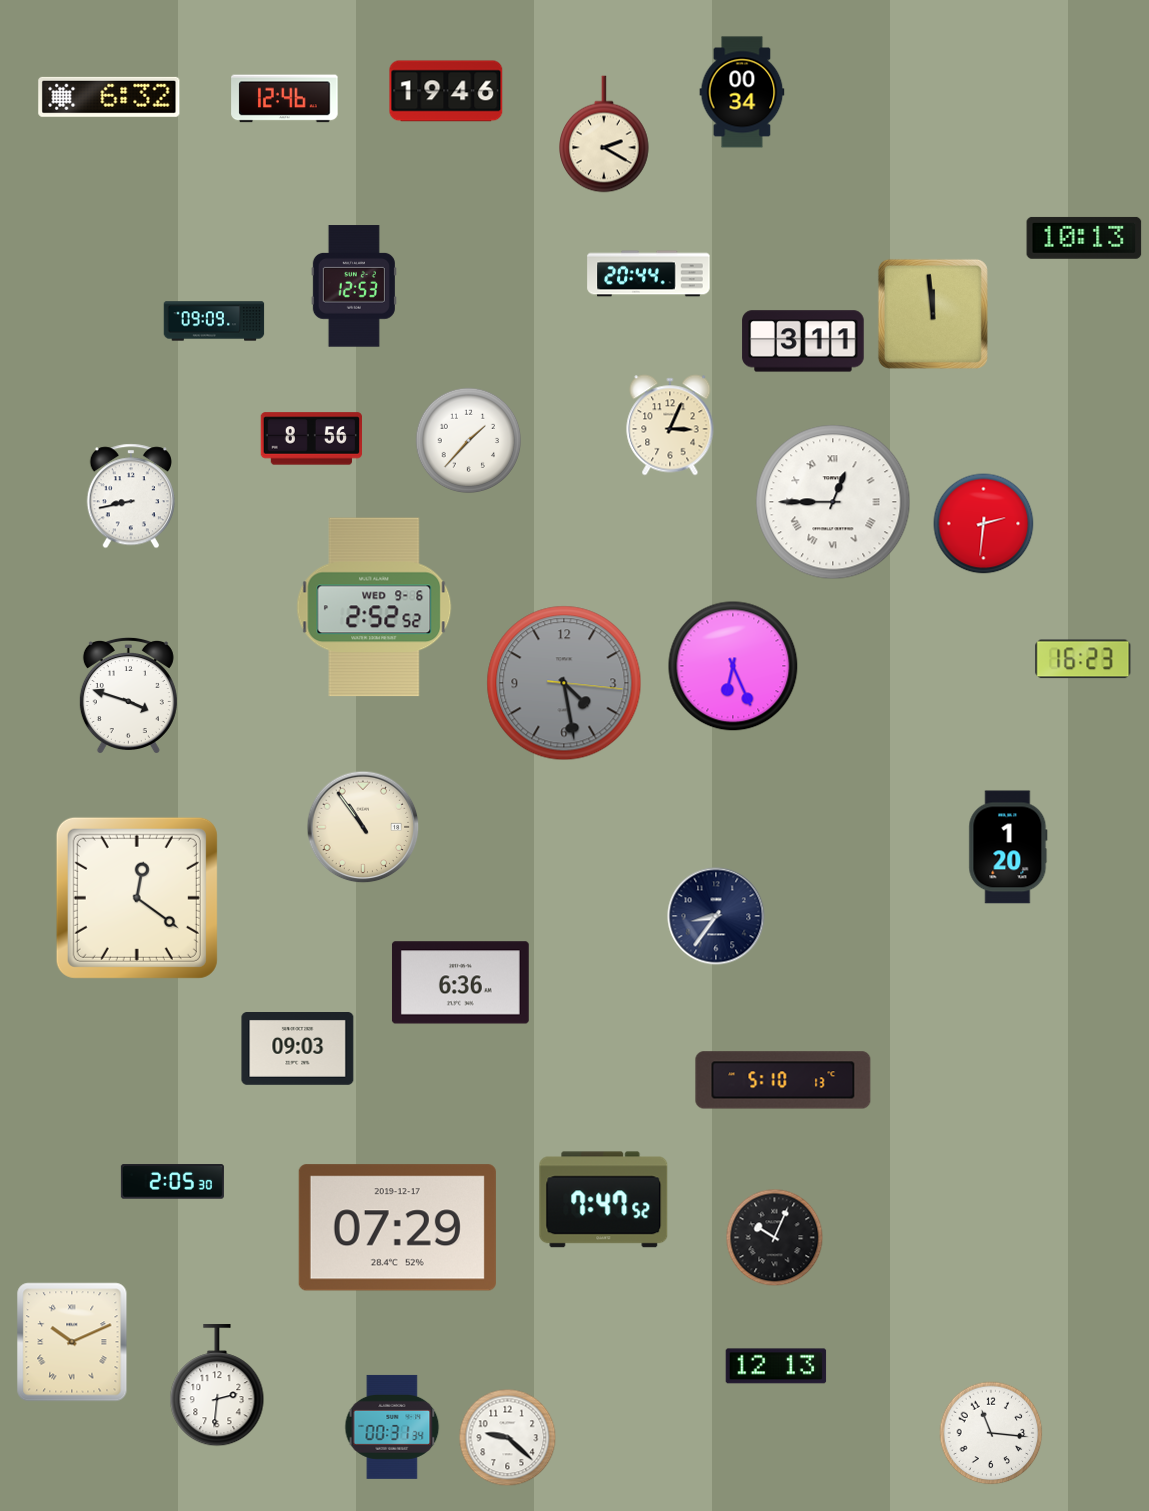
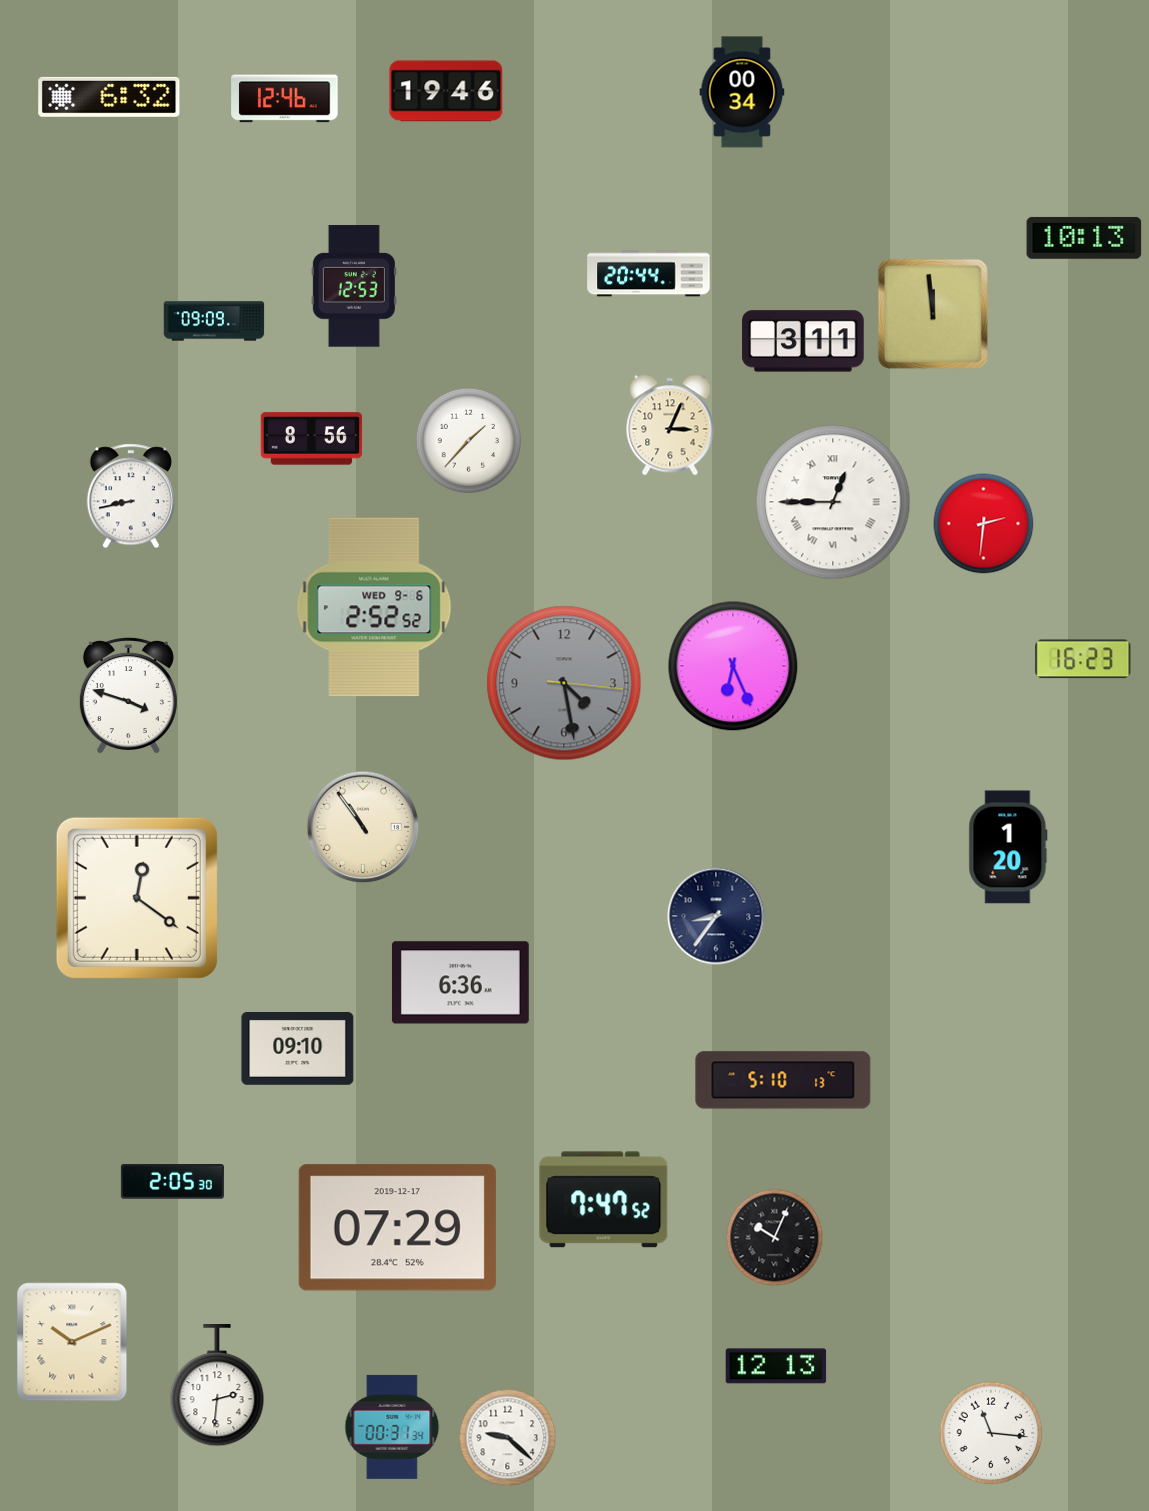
clock at (604, 134): 2:20 -> none
clock at (298, 1049): 09:03 -> 09:10
